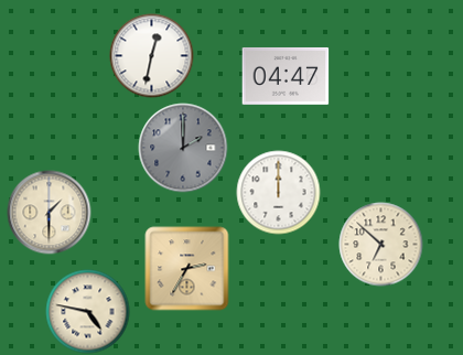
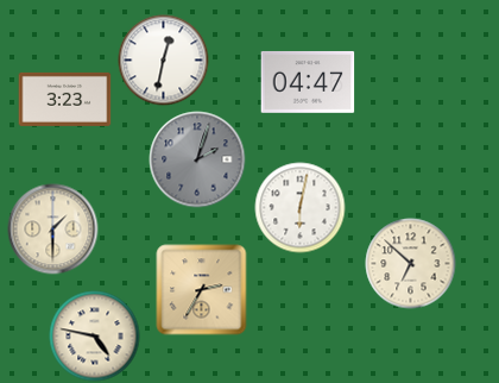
clock at (65, 99): none -> 3:23
clock at (183, 148): 2:00 -> 2:03
clock at (279, 193): 12:00 -> 6:02
